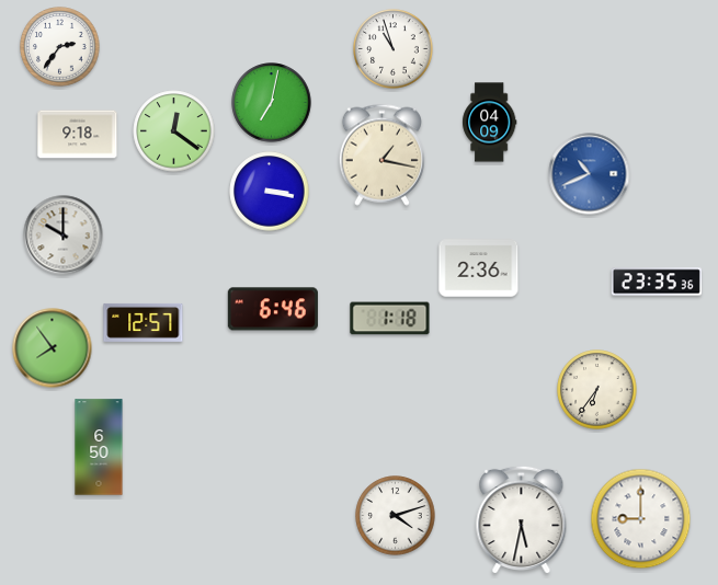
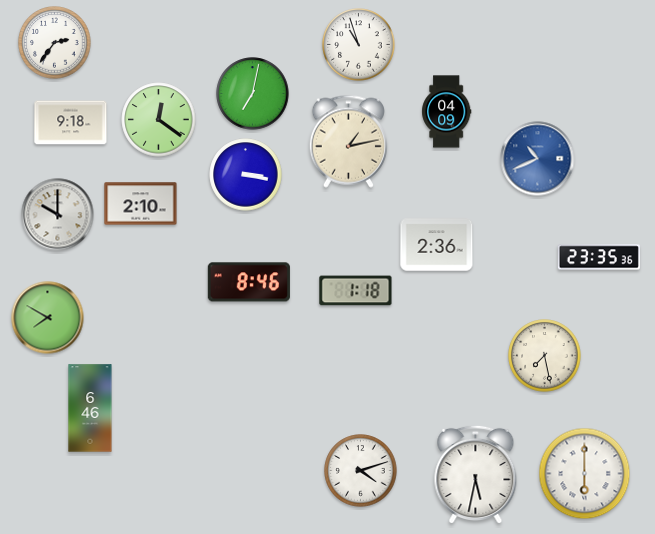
clock at (272, 103) position: (272, 103) -> (253, 94)
clock at (381, 154): 1:17 -> 1:13
clock at (141, 204): none -> 2:10
clock at (273, 309): 6:46 -> 8:46
clock at (144, 322): 12:57 -> none
clock at (53, 348): 7:54 -> 7:50
clock at (597, 390): 6:36 -> 7:28
clock at (99, 447): 6:50 -> 6:46
clock at (641, 519): 9:00 -> 6:00
